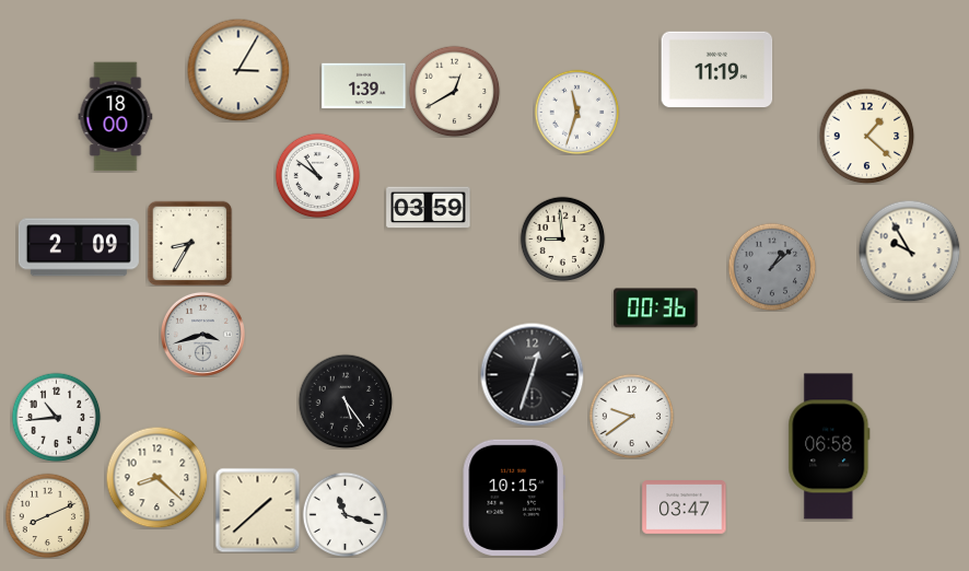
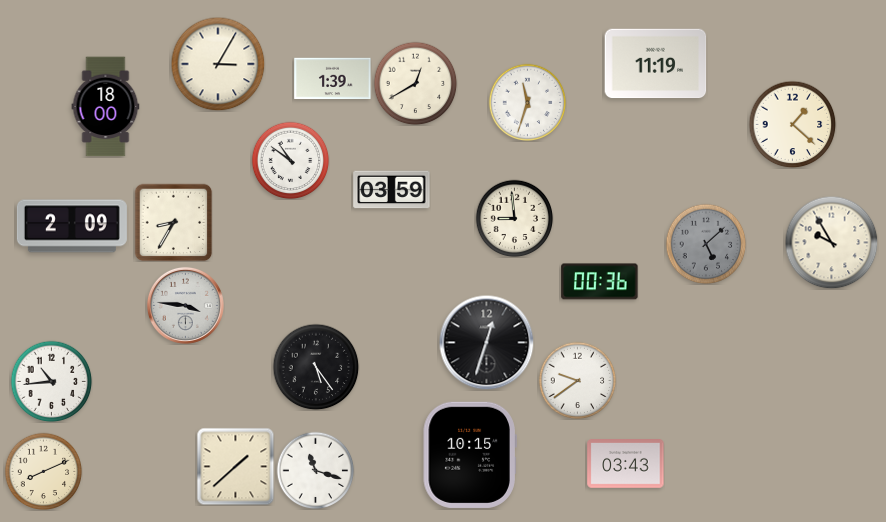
clock at (909, 250) position: (909, 250) -> (831, 242)
clock at (772, 267): 1:08 -> 5:08
clock at (202, 334): 3:42 -> 3:46
clock at (829, 446): 06:58 -> none
clock at (156, 477): 8:22 -> none
clock at (685, 508): 03:47 -> 03:43
